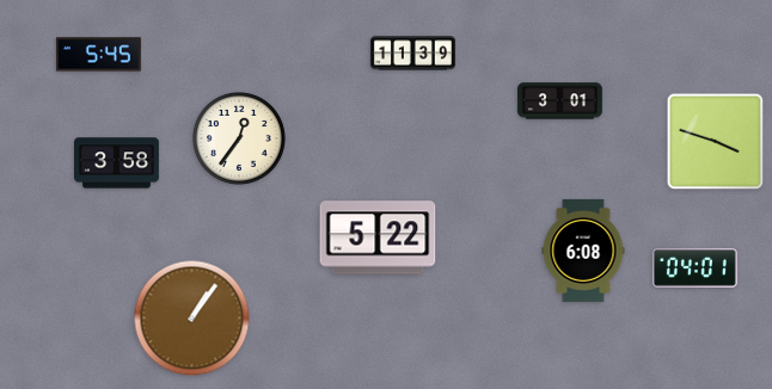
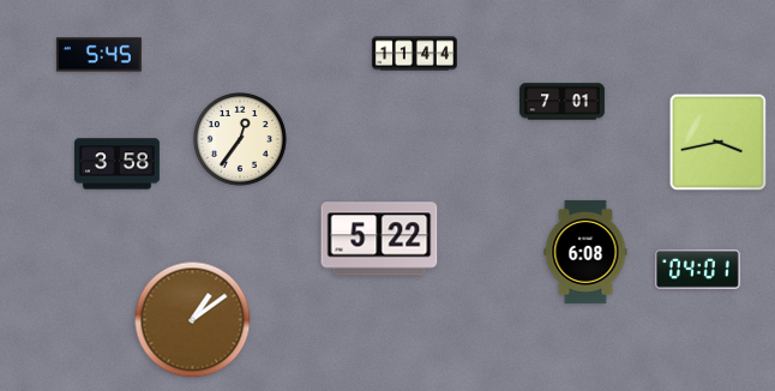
clock at (412, 54): 11:39 -> 11:44
clock at (559, 101): 3:01 -> 7:01
clock at (716, 142): 3:48 -> 3:43
clock at (192, 319): 1:06 -> 1:09
